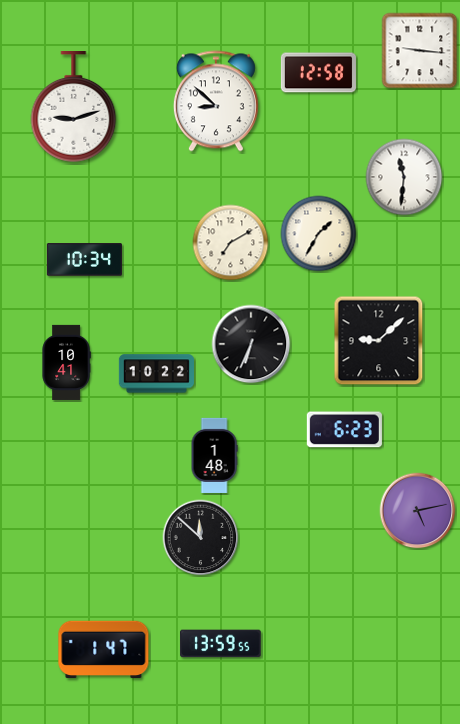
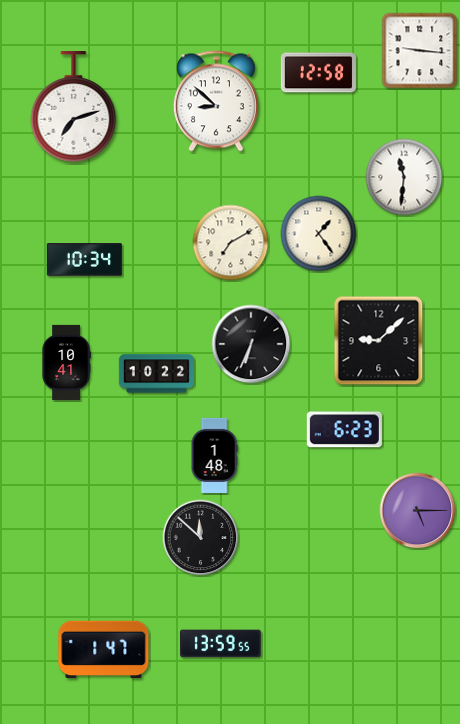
clock at (74, 108): 9:12 -> 7:12
clock at (319, 234): 1:35 -> 1:24
clock at (418, 511): 5:13 -> 5:15
